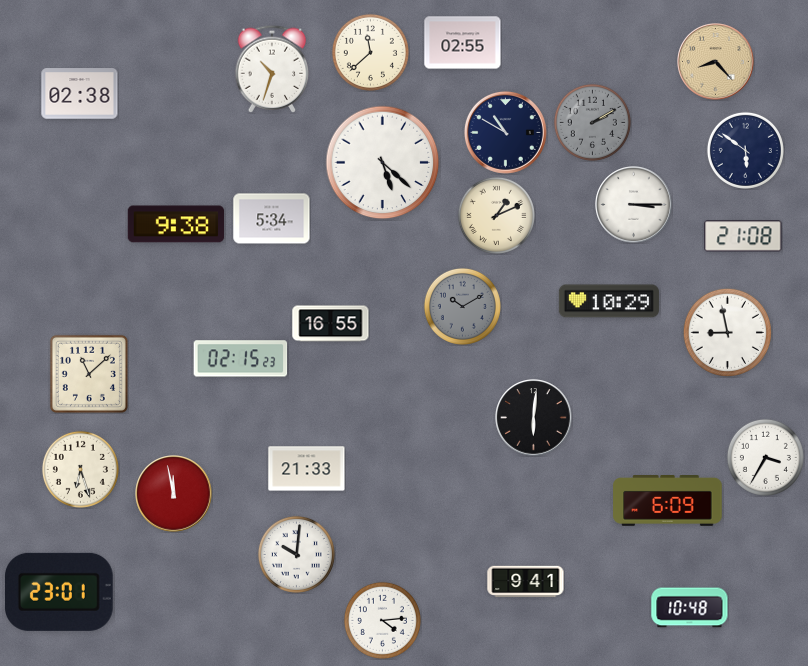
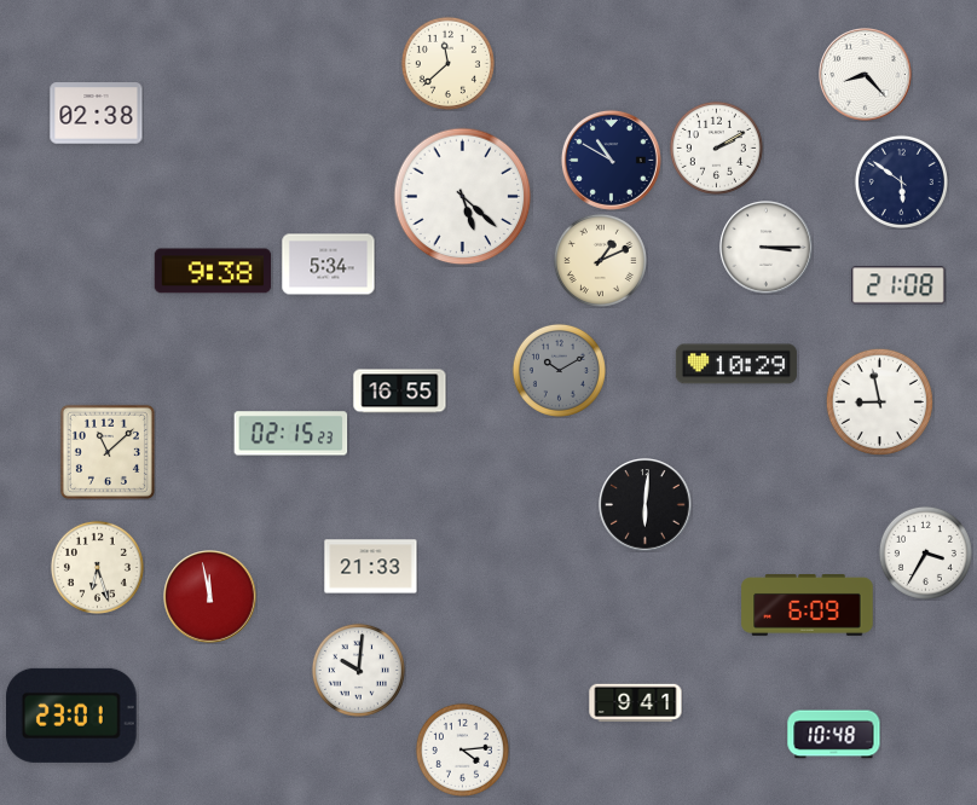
clock at (463, 43): 02:55 -> none
clock at (716, 62) dial: champagne -> white
clock at (272, 69): 10:33 -> none
clock at (592, 122) dial: grey -> white
